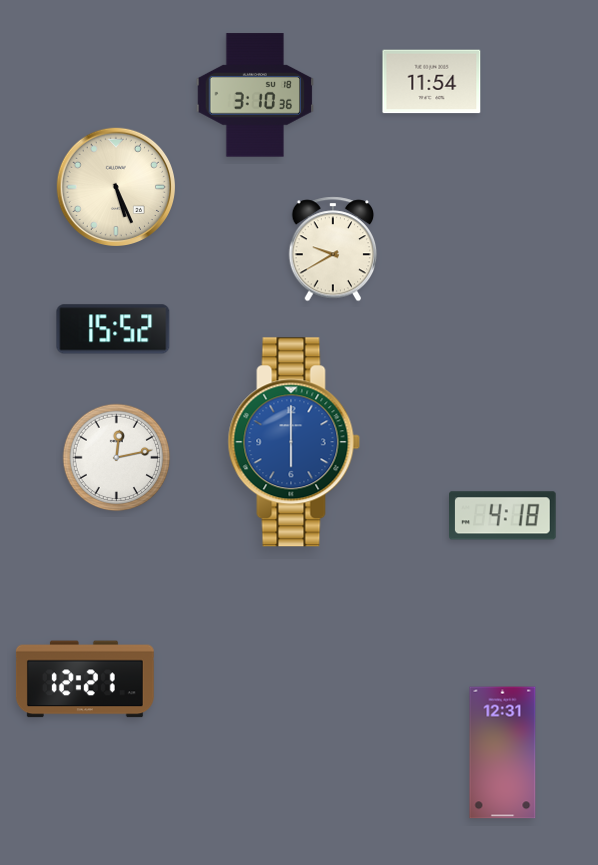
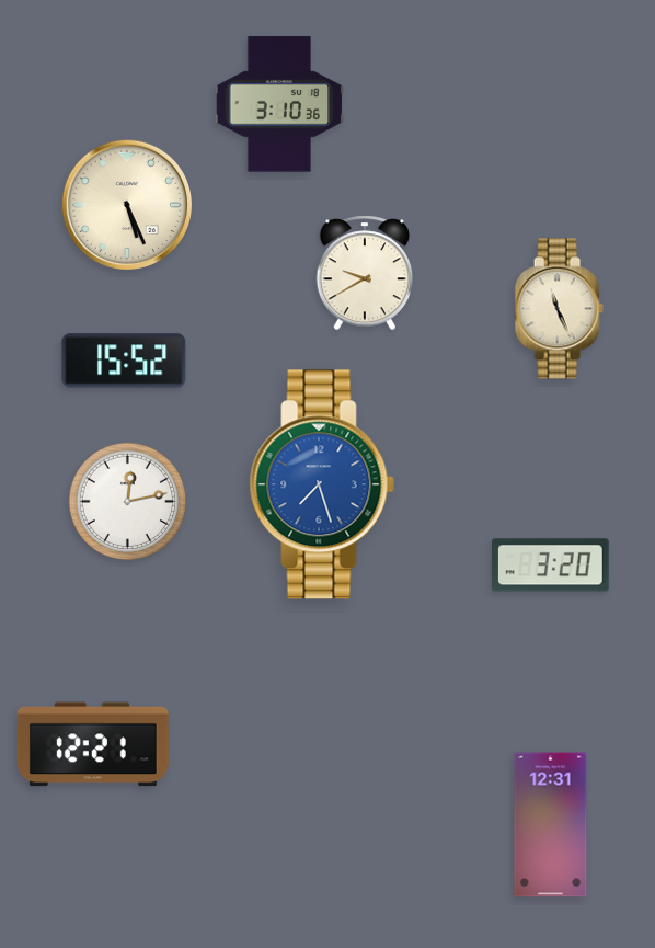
clock at (432, 82): 11:54 -> none
clock at (559, 309): none -> 11:26
clock at (294, 442): 6:00 -> 7:27
clock at (503, 516): 4:18 -> 3:20
